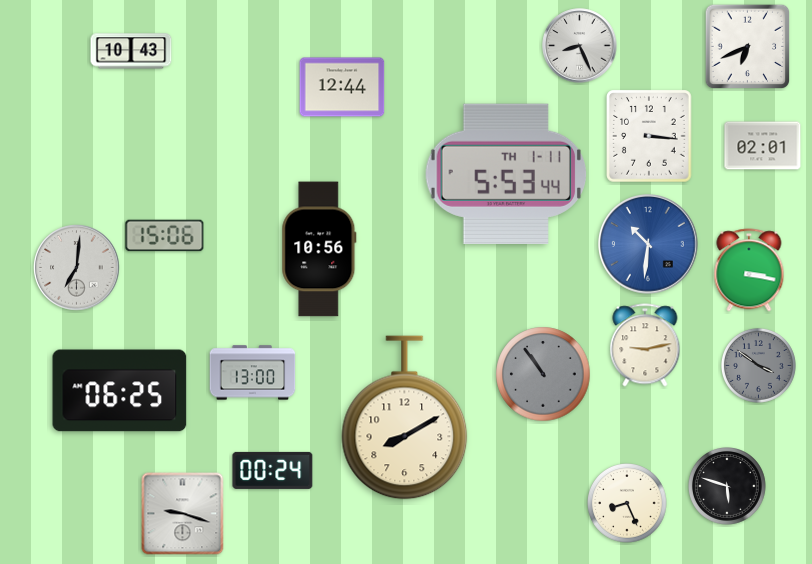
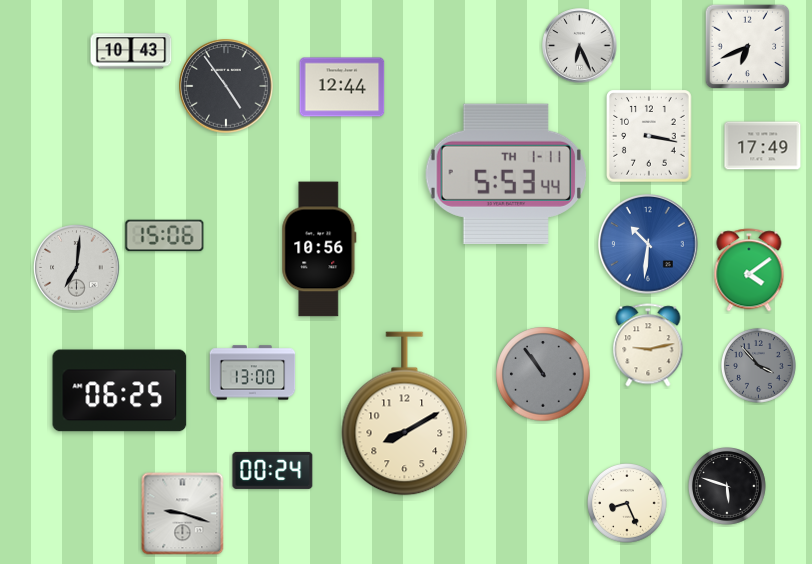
clock at (580, 46): 8:26 -> 6:26
clock at (226, 86): none -> 4:54
clock at (649, 136): 3:16 -> 3:17
clock at (763, 146): 02:01 -> 17:49
clock at (749, 270): 3:17 -> 4:09
clock at (645, 345) position: (645, 345) -> (648, 345)
clock at (758, 365): 3:51 -> 3:53
clock at (405, 418) position: (405, 418) -> (405, 414)
